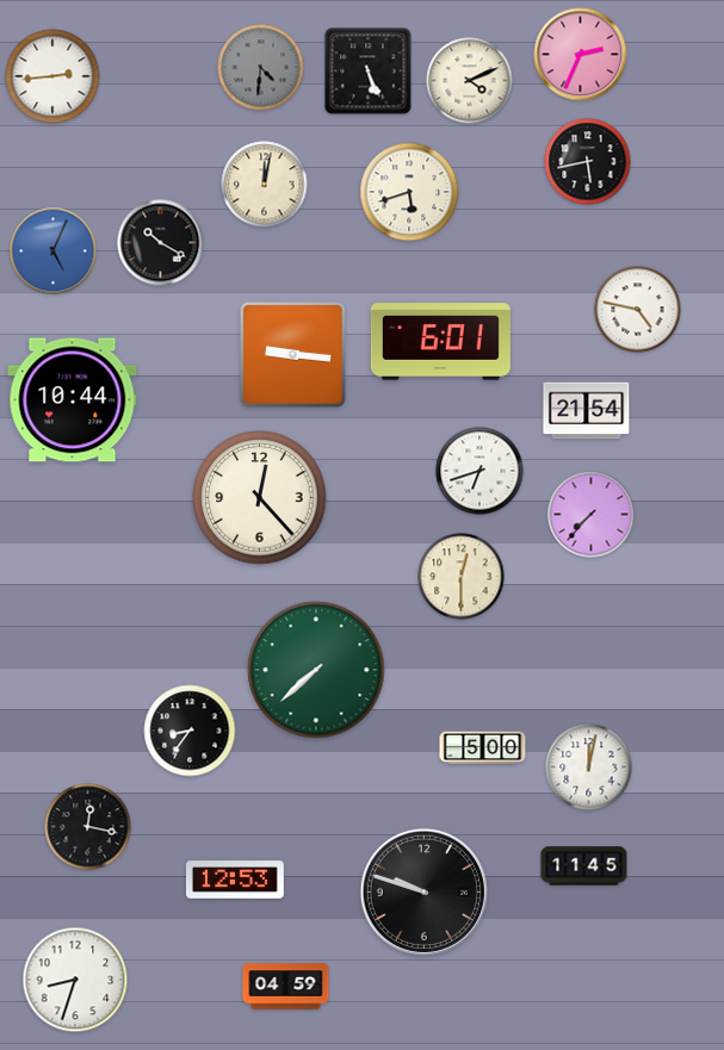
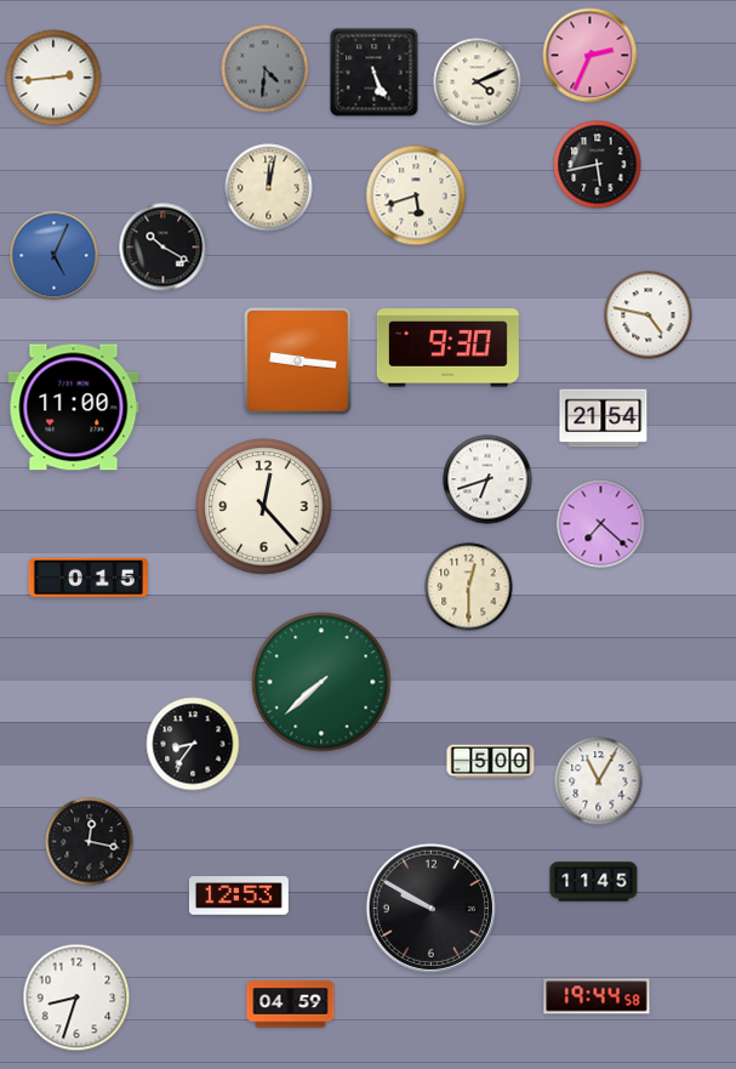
clock at (440, 342): 6:01 -> 9:30
clock at (73, 400): 10:44 -> 11:00
clock at (587, 411) position: (587, 411) -> (604, 419)
clock at (592, 515): 7:37 -> 7:22
clock at (89, 578): none -> 0:15
clock at (589, 768): 12:02 -> 11:05
clock at (423, 891): 9:48 -> 9:50
clock at (597, 996): none -> 19:44
